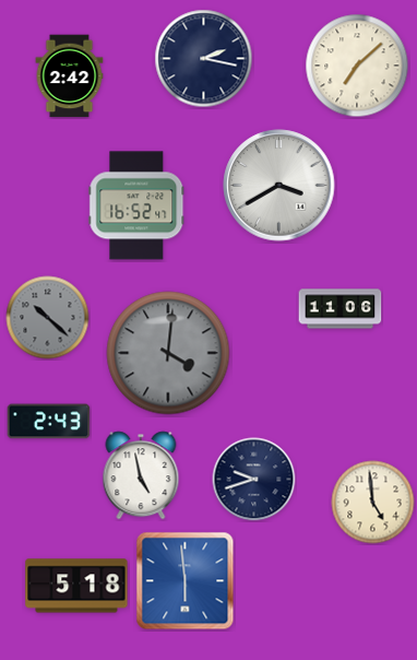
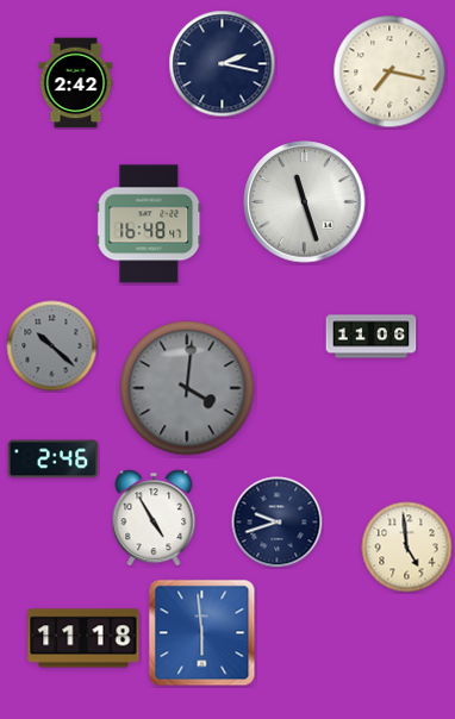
clock at (357, 66): 7:08 -> 7:17
clock at (279, 186): 3:40 -> 11:27
clock at (136, 205): 16:52 -> 16:48
clock at (168, 353) position: (168, 353) -> (187, 388)
clock at (49, 422): 2:43 -> 2:46
clock at (141, 475): 4:58 -> 4:55
clock at (76, 586): 5:18 -> 11:18
